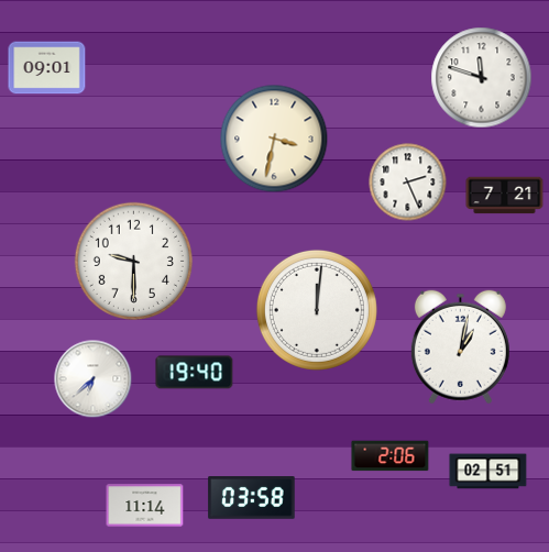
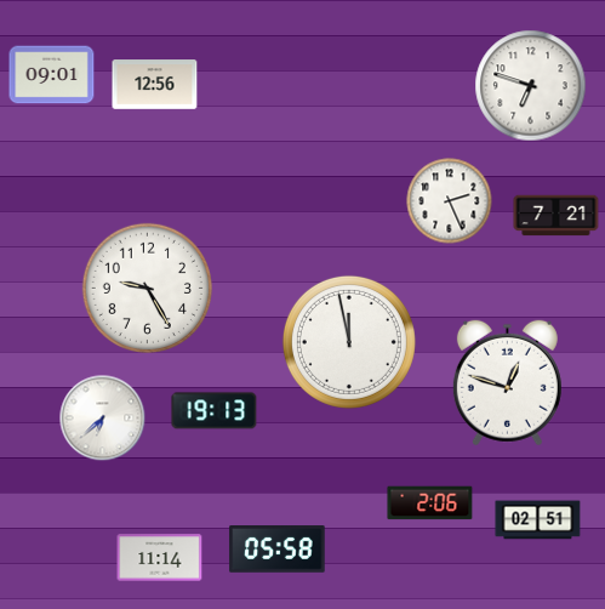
clock at (155, 85): none -> 12:56
clock at (482, 78): 11:48 -> 6:48
clock at (274, 139): 3:32 -> none
clock at (133, 261): 9:30 -> 9:25
clock at (317, 310): 12:01 -> 11:58
clock at (460, 347): 1:02 -> 12:48
clock at (195, 373): 19:40 -> 19:13
clock at (252, 498): 03:58 -> 05:58
